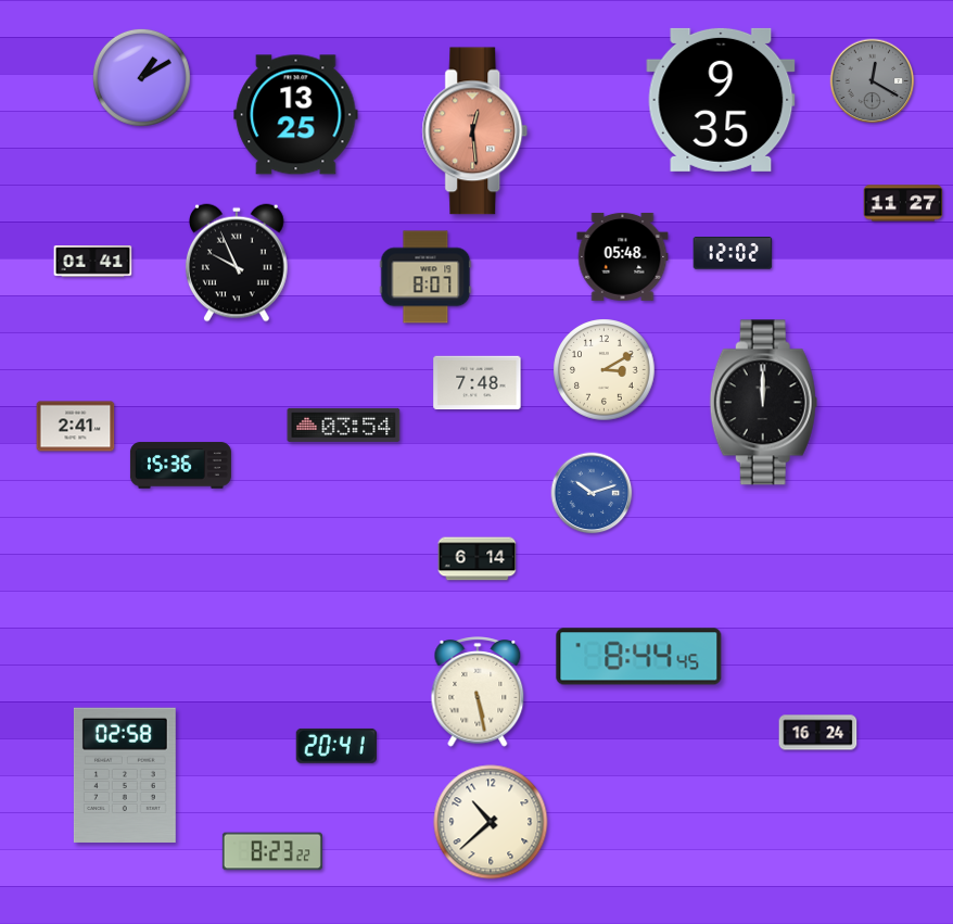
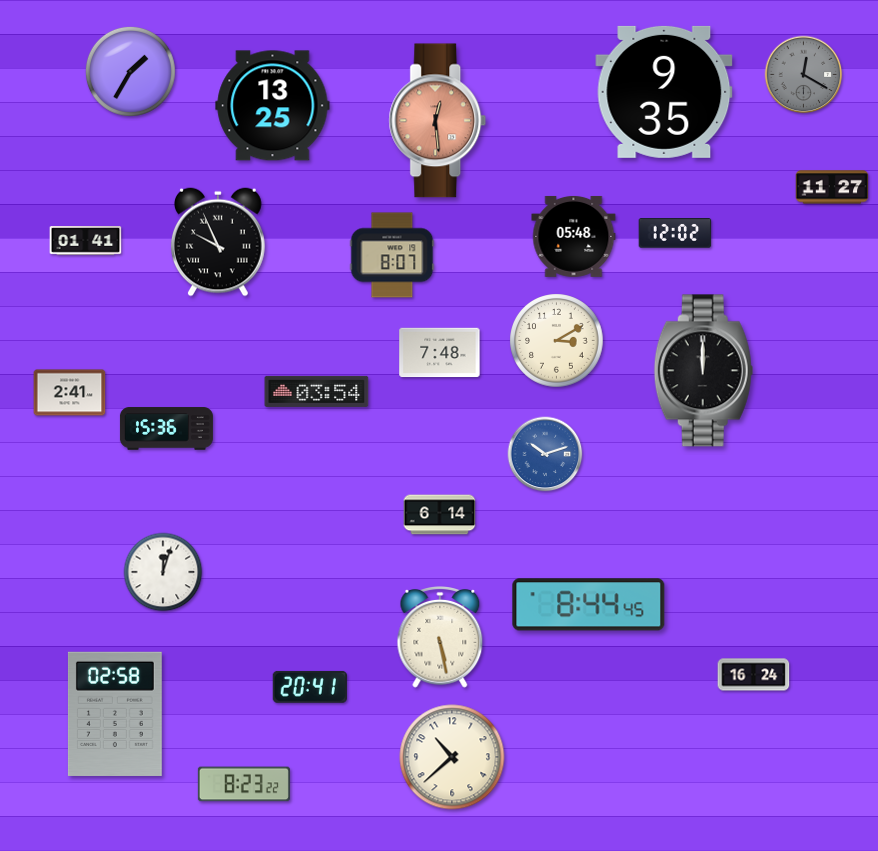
clock at (141, 77): 1:10 -> 1:35
clock at (163, 572): none -> 12:03
clock at (272, 851) position: (272, 851) -> (244, 784)
